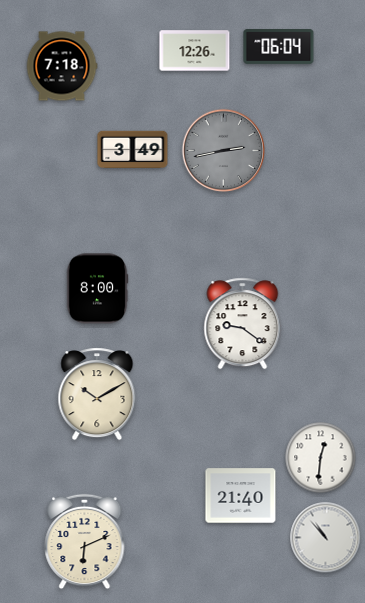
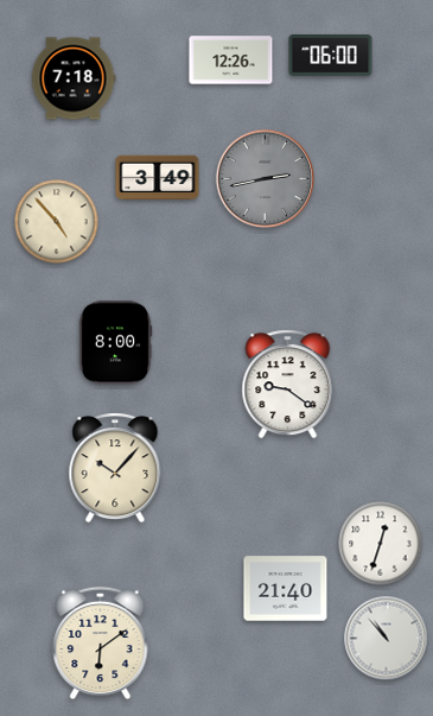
clock at (279, 47): 06:04 -> 06:00
clock at (57, 222): none -> 4:53
clock at (97, 394): 10:10 -> 10:07
clock at (321, 458): 12:31 -> 12:33
clock at (85, 542): 6:11 -> 6:09
